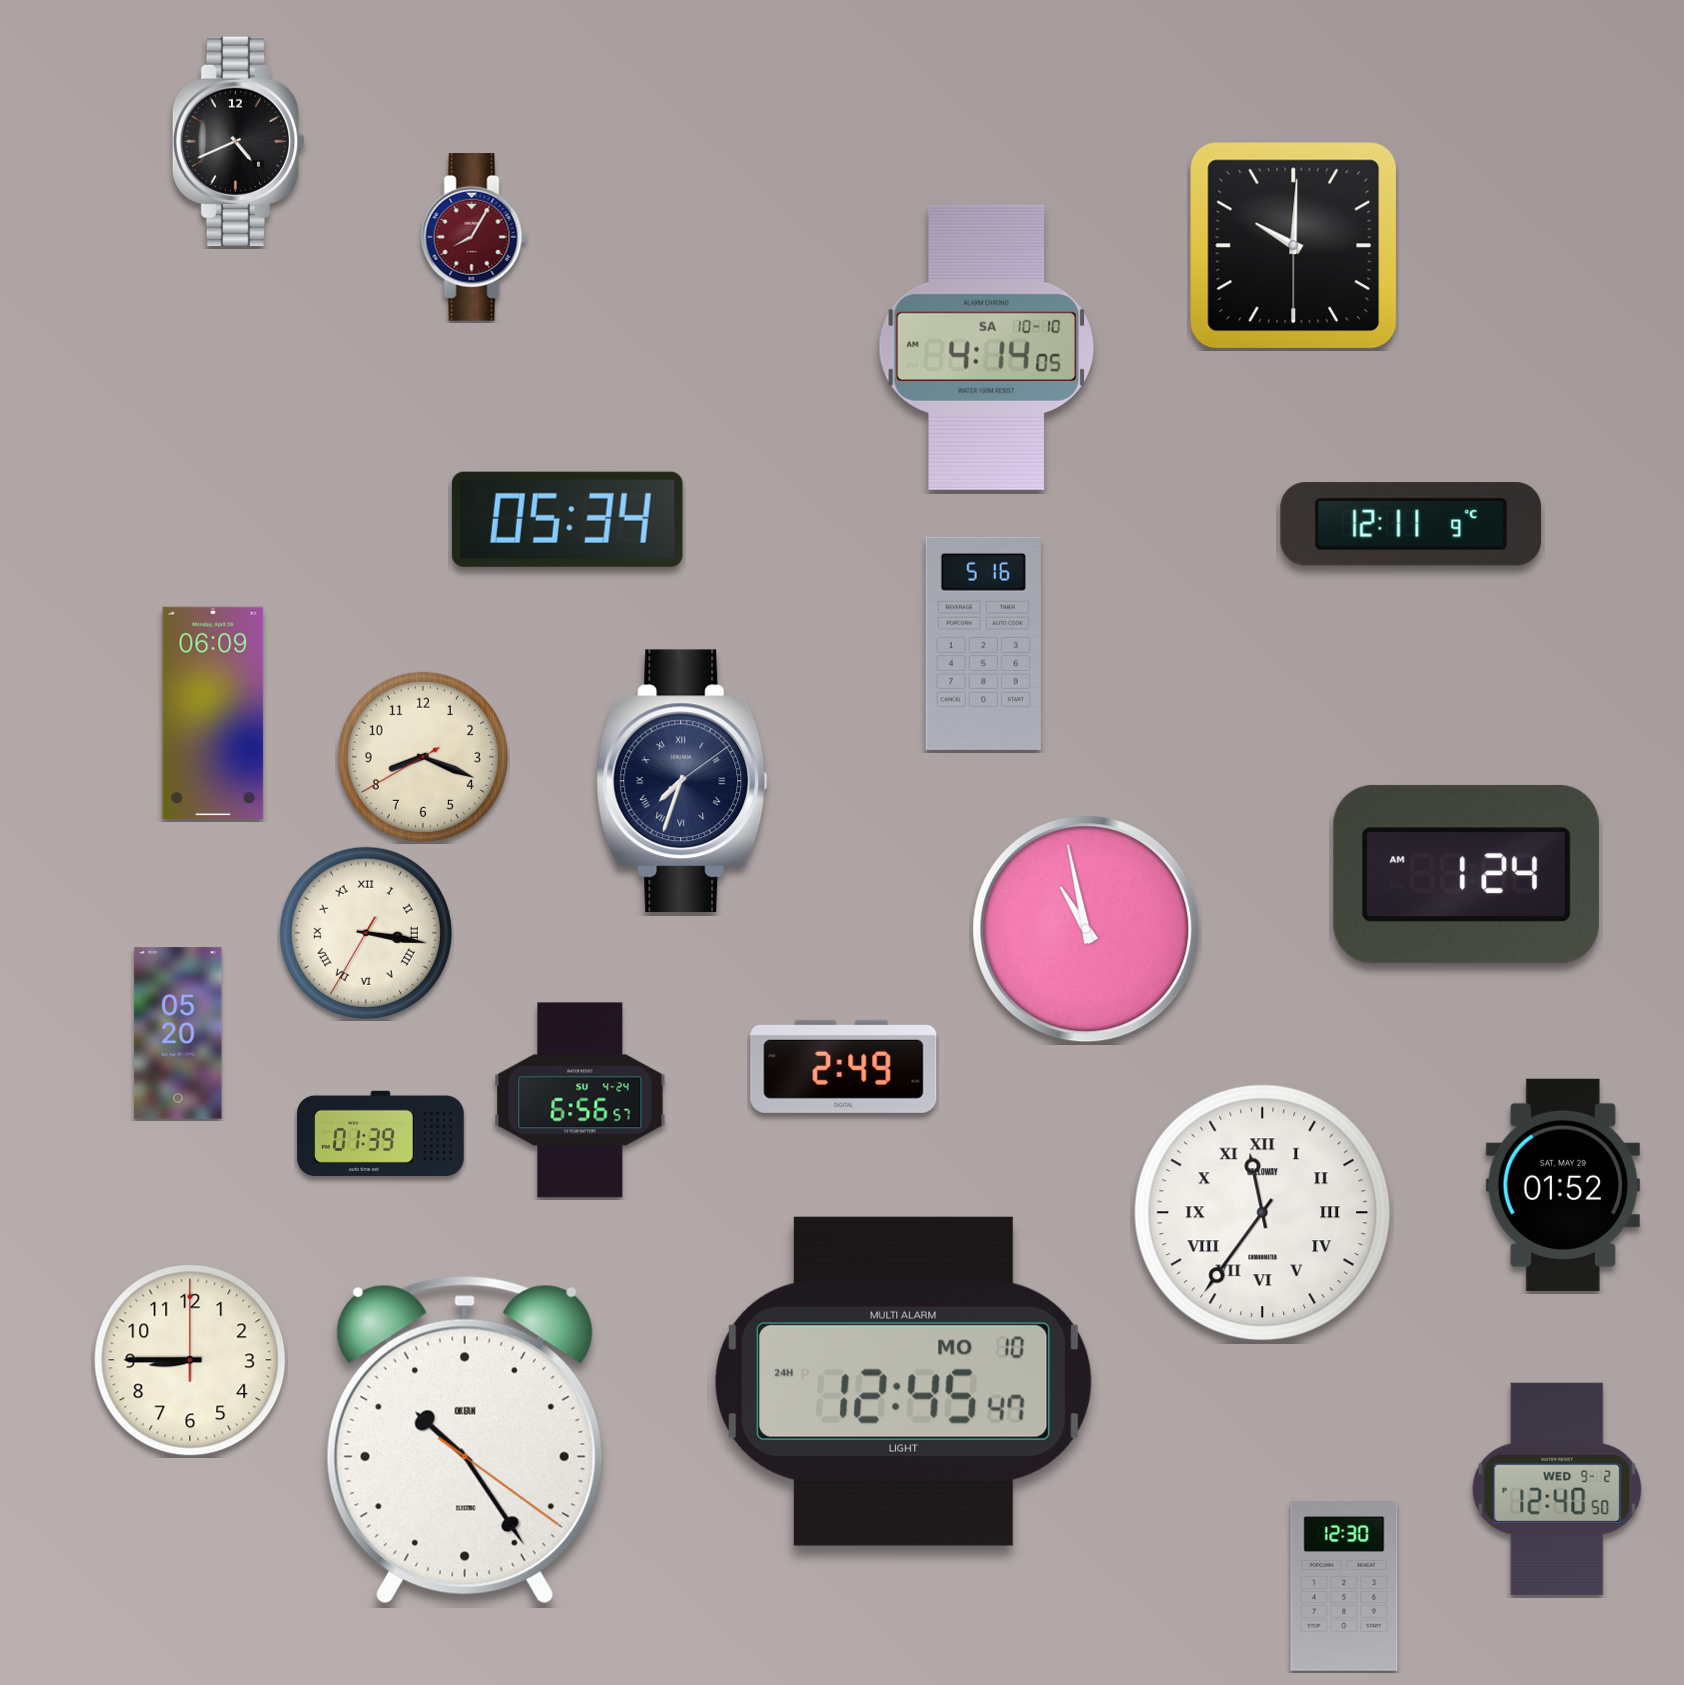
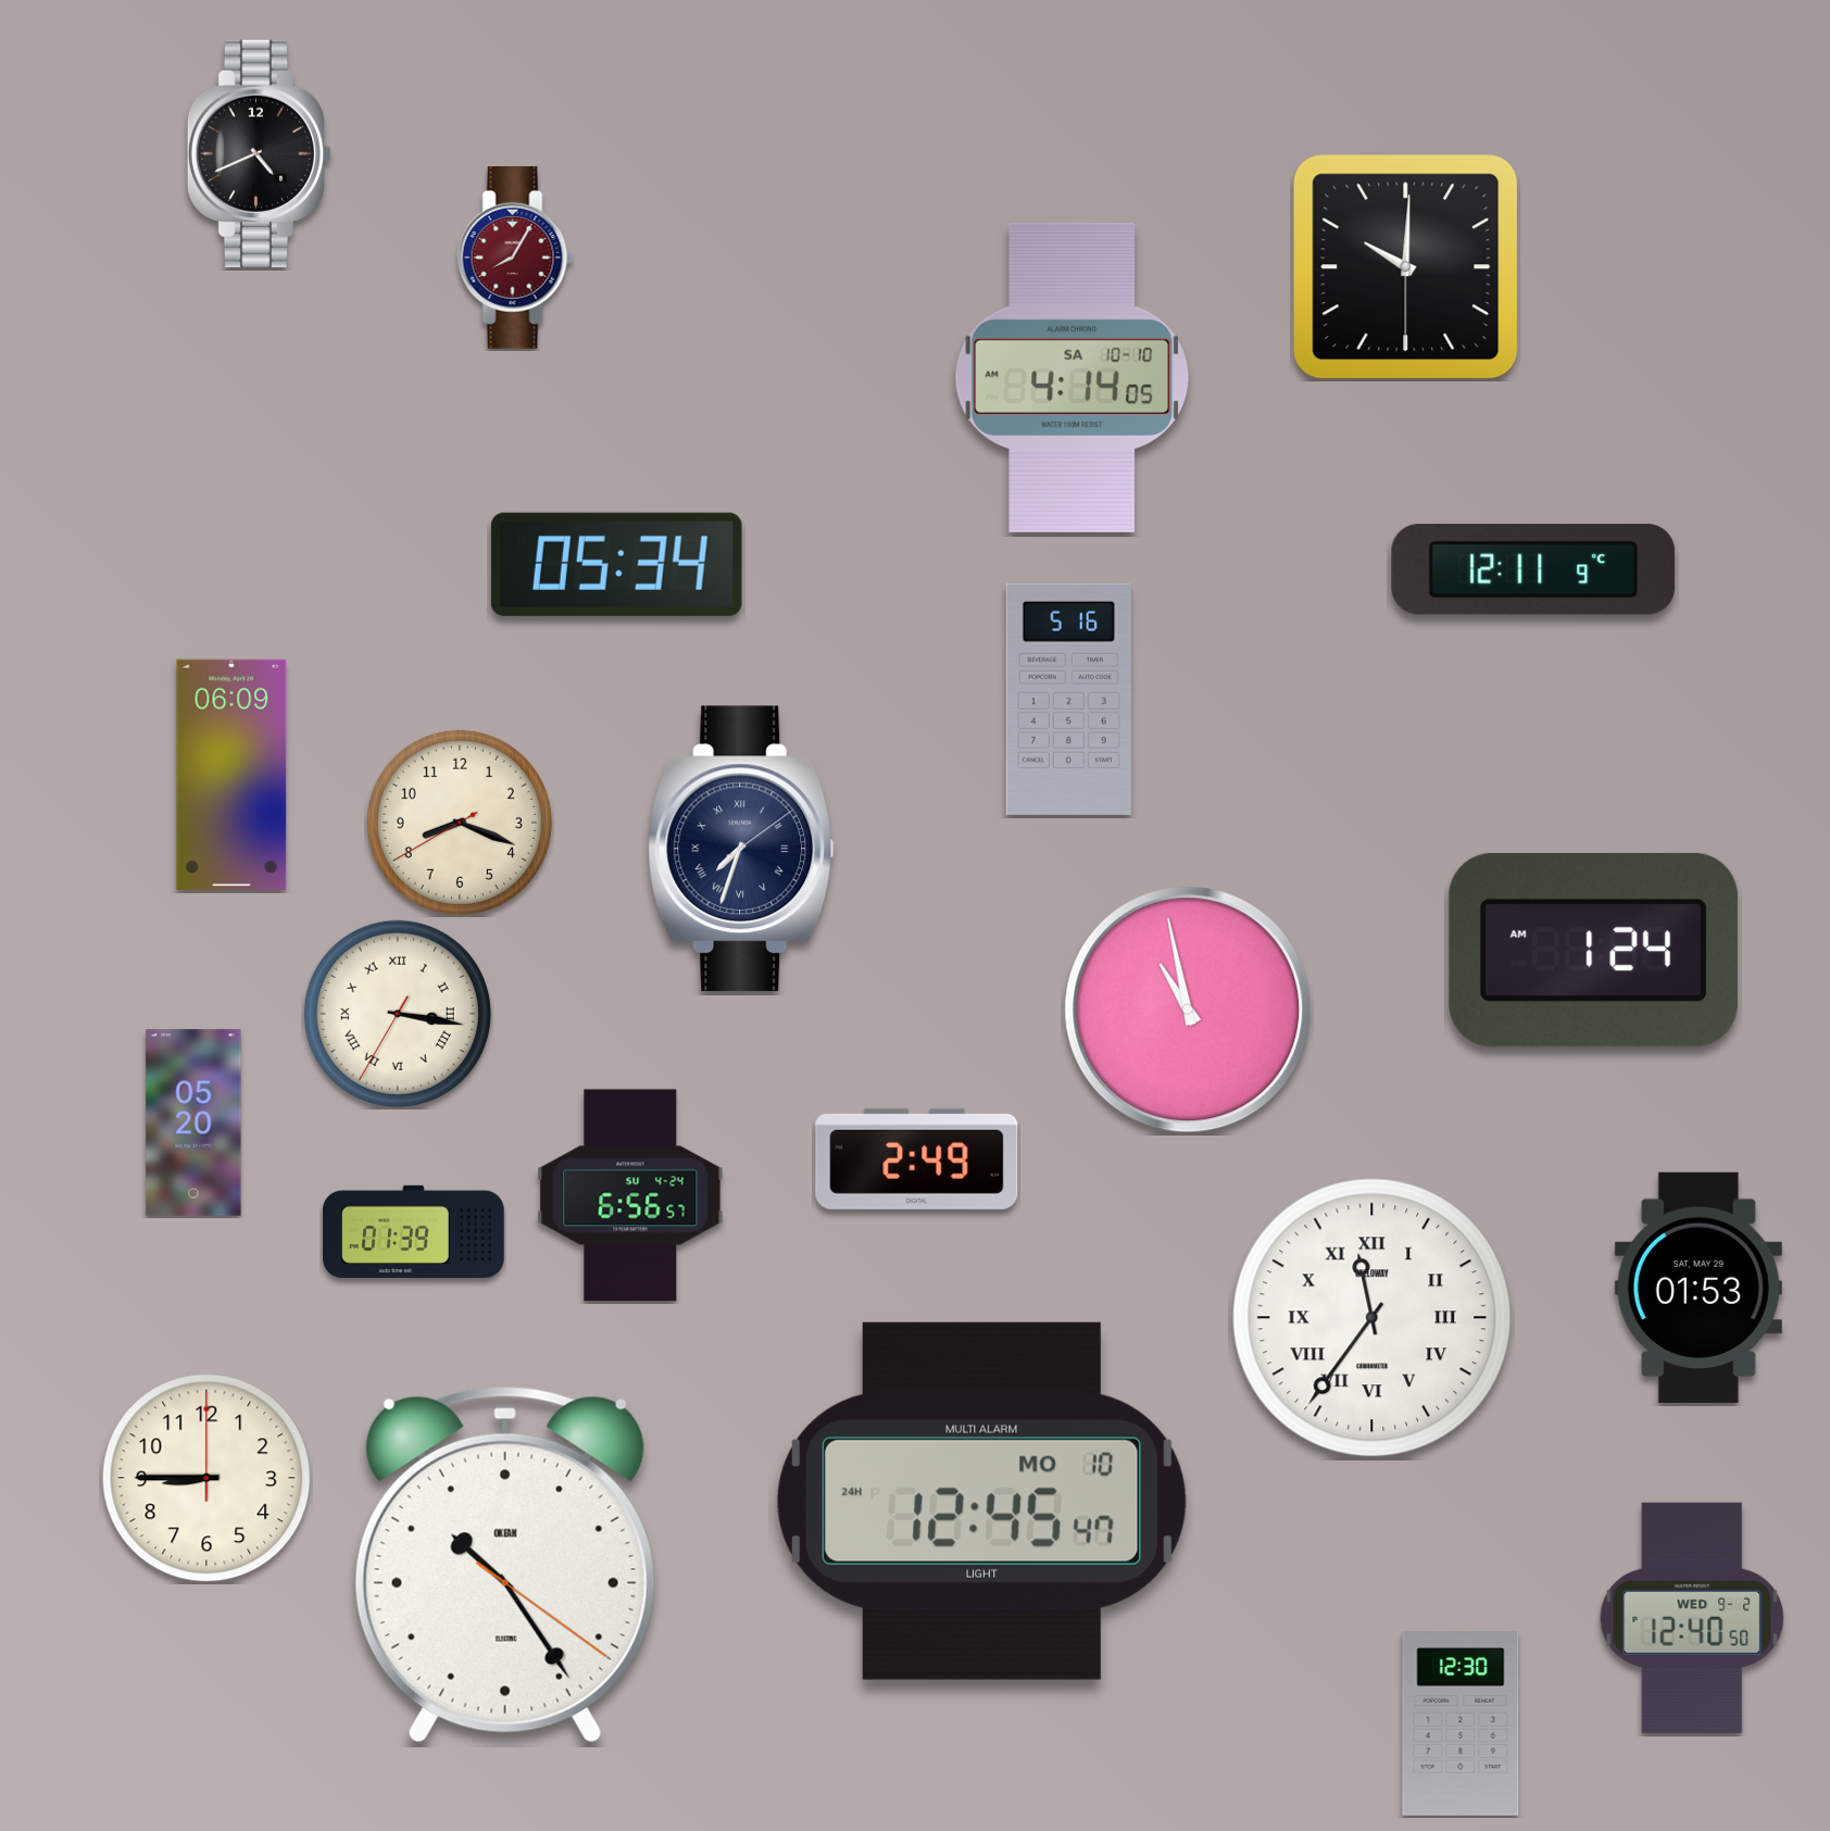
clock at (1086, 929) position: (1086, 929) -> (1188, 1009)
clock at (1563, 1185): 01:52 -> 01:53
